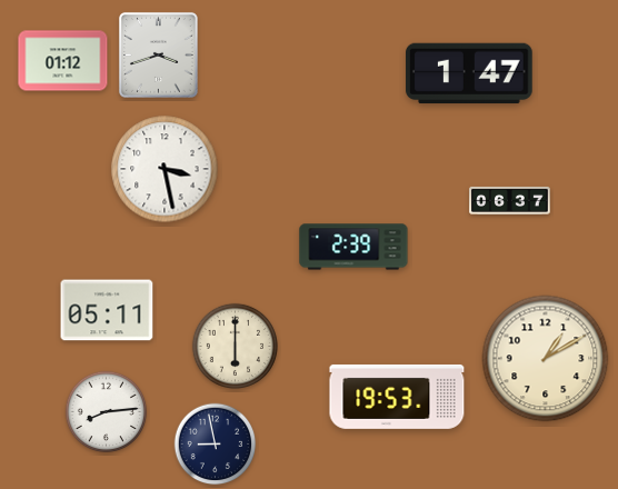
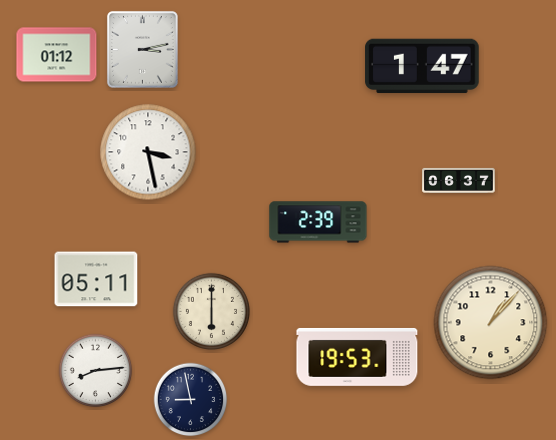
clock at (158, 56): 3:42 -> 3:13
clock at (546, 359): 1:10 -> 1:07
clock at (216, 445) position: (216, 445) -> (191, 400)
